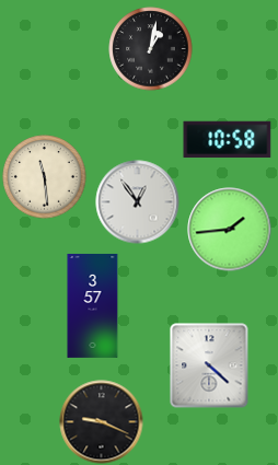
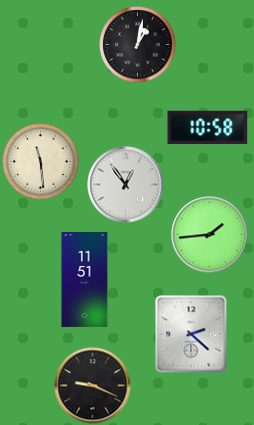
clock at (230, 230) position: (230, 230) -> (210, 235)
clock at (93, 305): 3:57 -> 11:51
clock at (209, 365): 4:22 -> 2:22
